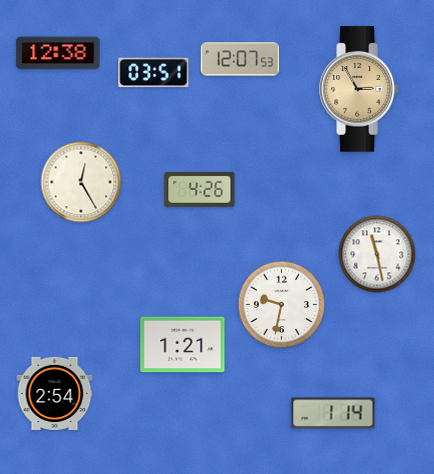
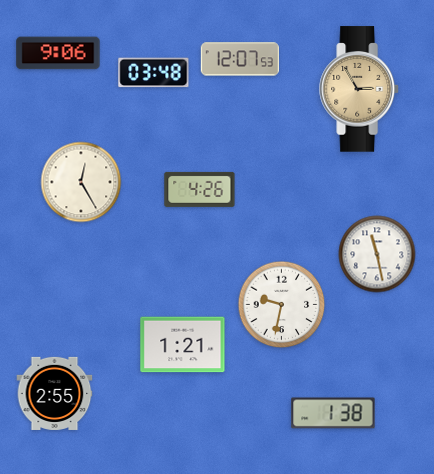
clock at (58, 53): 12:38 -> 9:06
clock at (154, 73): 03:51 -> 03:48
clock at (55, 393): 2:54 -> 2:55
clock at (333, 413): 1:14 -> 1:38
